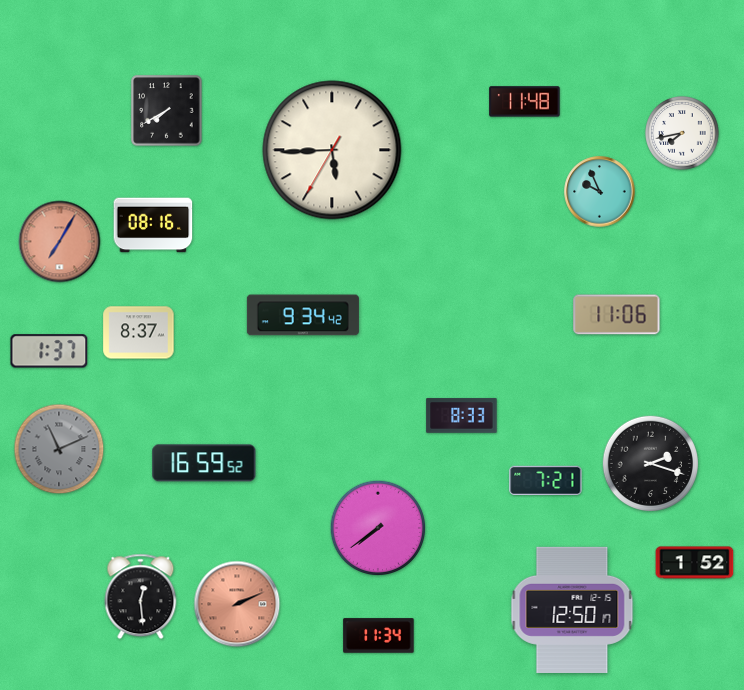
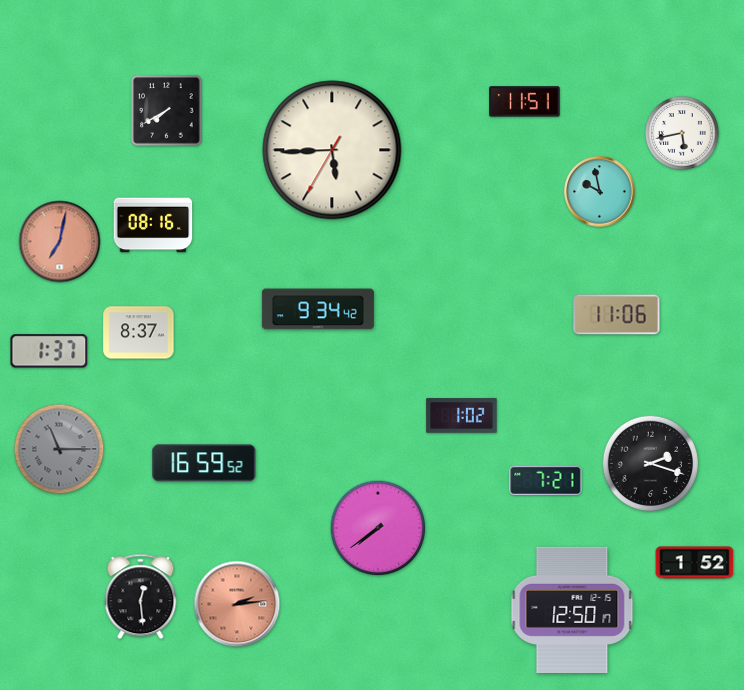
clock at (525, 102): 11:48 -> 11:51
clock at (682, 133): 7:43 -> 5:43
clock at (600, 192): 9:56 -> 9:58
clock at (60, 242): 7:05 -> 7:02
clock at (303, 315) position: (303, 315) -> (318, 309)
clock at (462, 416): 8:33 -> 1:02
clock at (59, 449): 11:11 -> 11:15
clock at (237, 604): 2:11 -> 2:14
clock at (379, 636): 11:34 -> none
